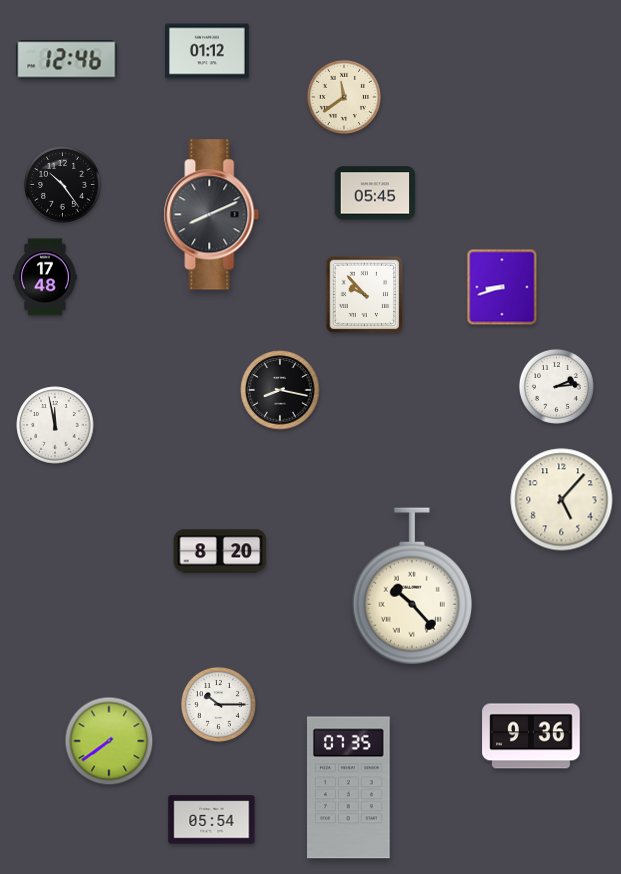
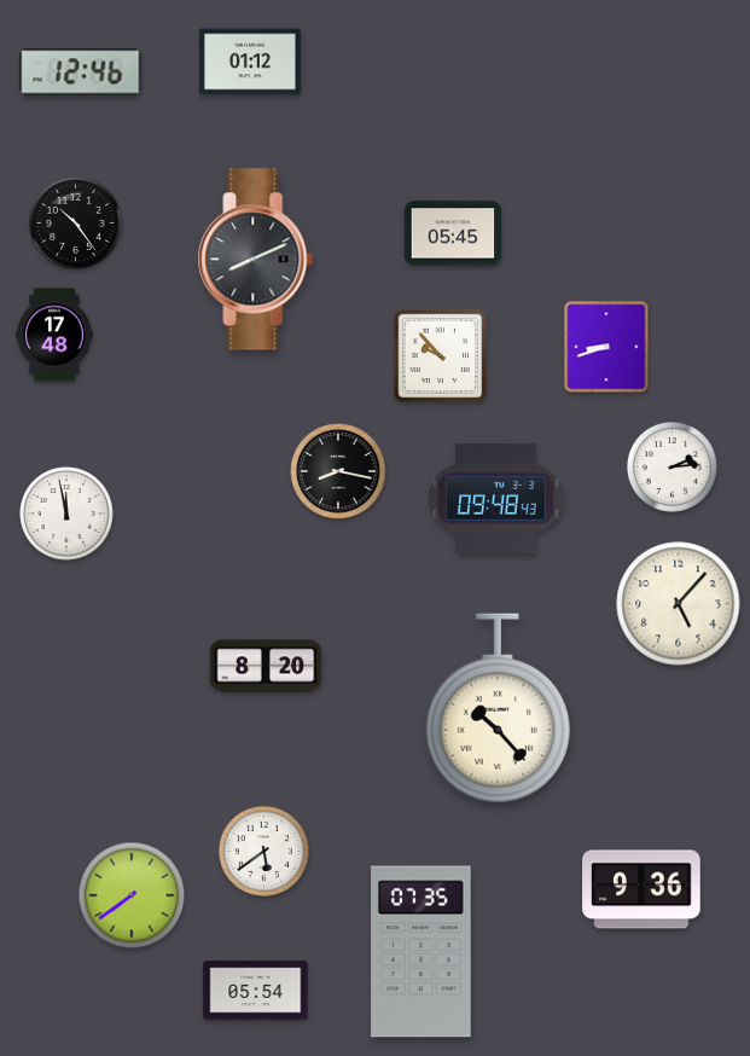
clock at (344, 97): 11:39 -> none
clock at (496, 499): none -> 09:48
clock at (218, 704): 10:15 -> 5:39
